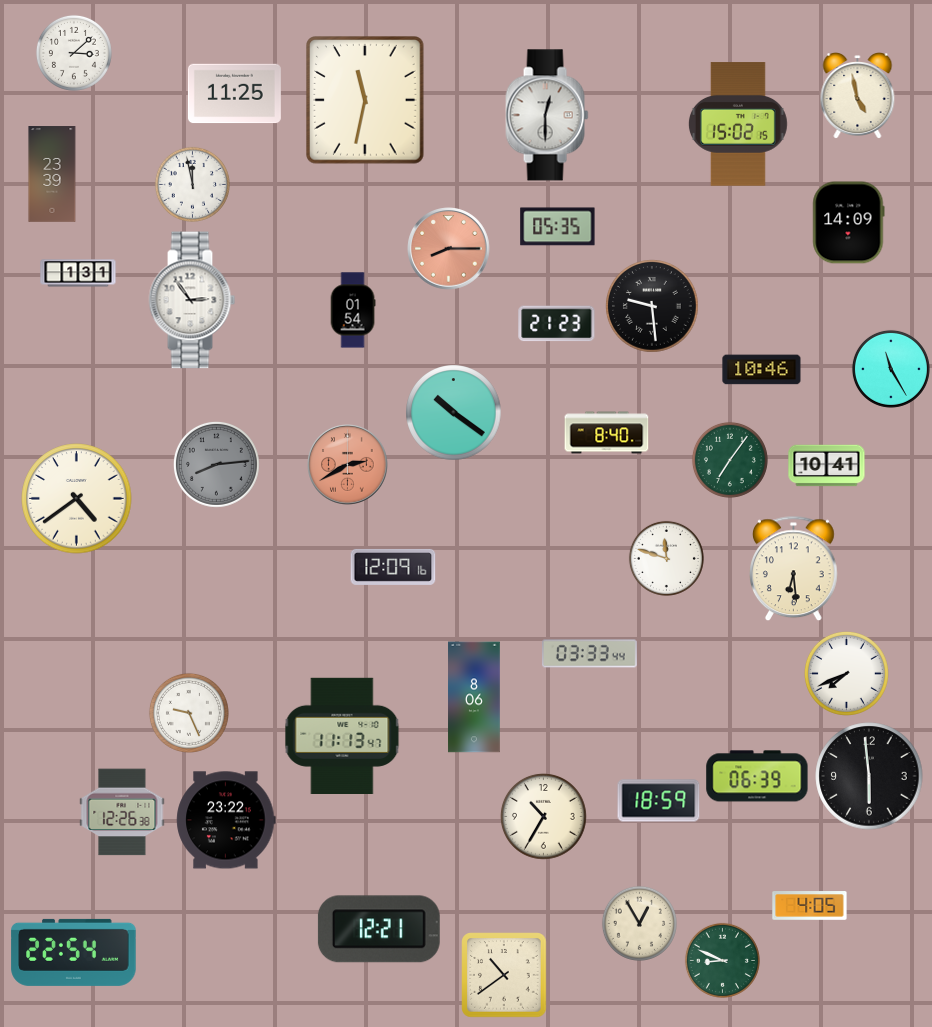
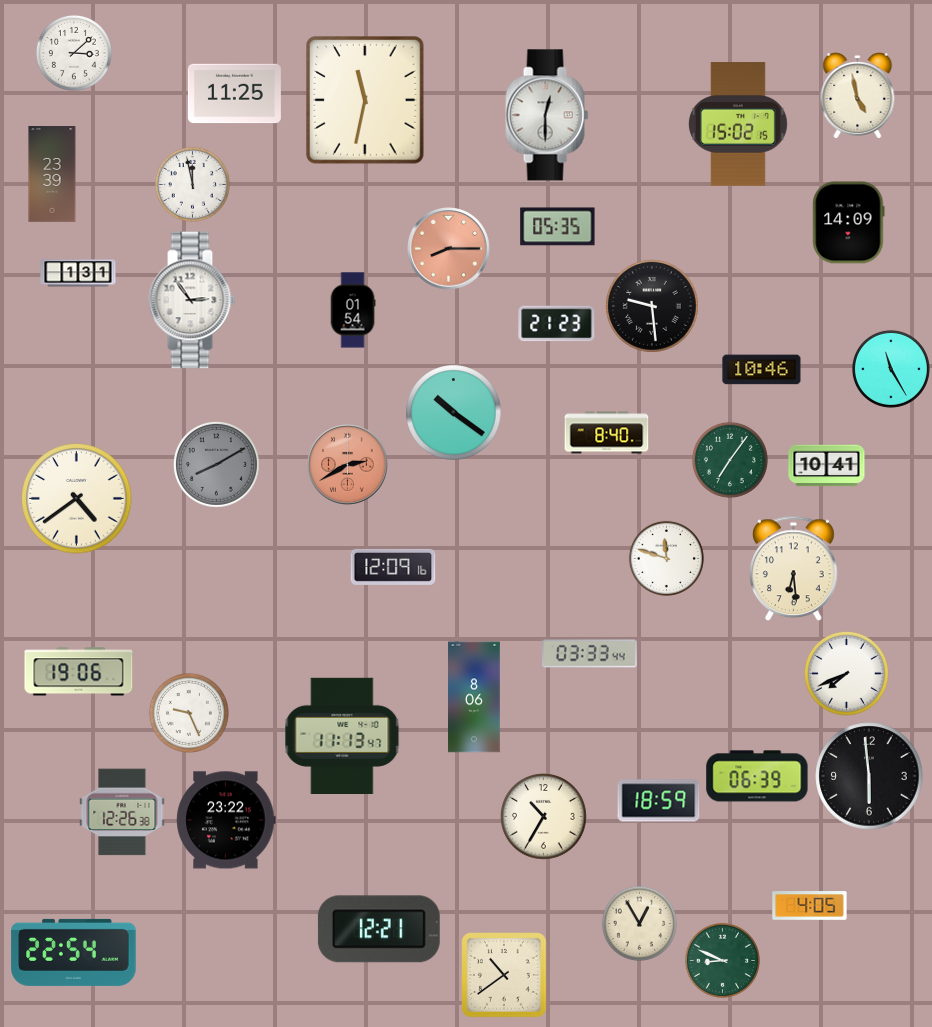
clock at (216, 464): 8:14 -> 8:10
clock at (79, 672): none -> 19:06
